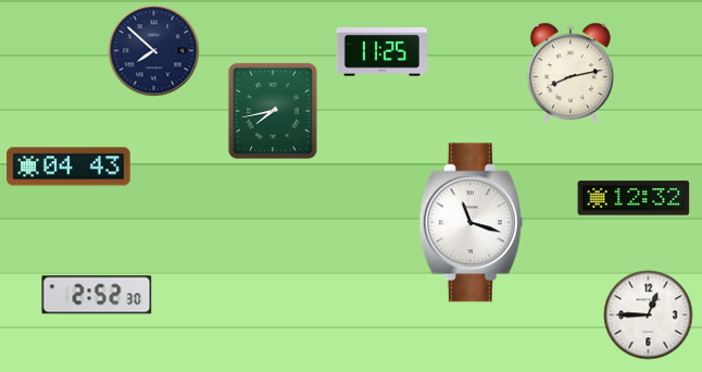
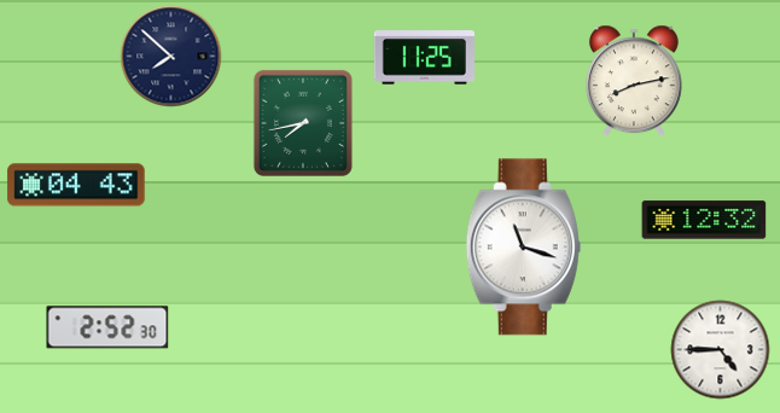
clock at (649, 315): 12:45 -> 4:45
